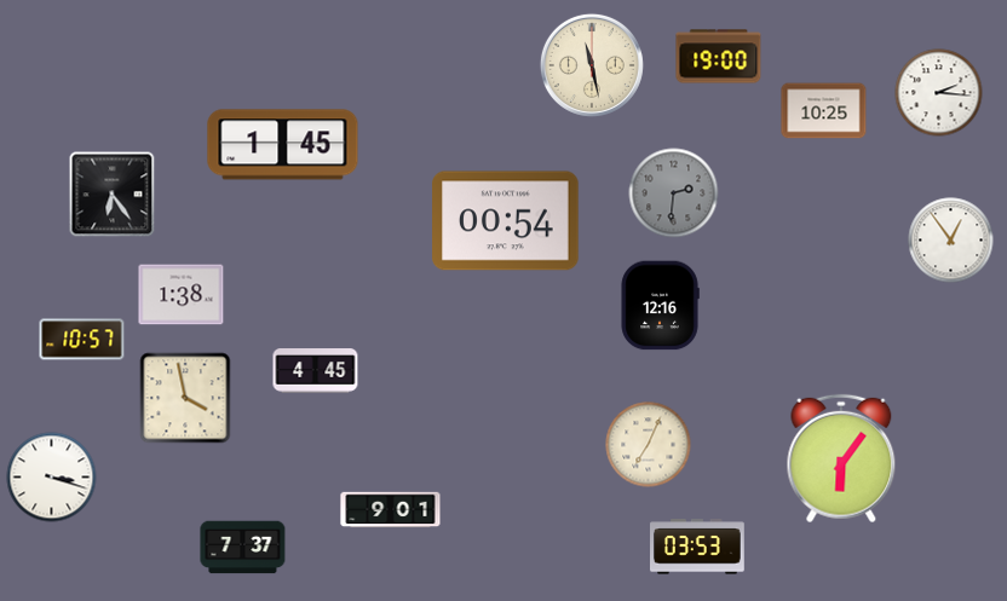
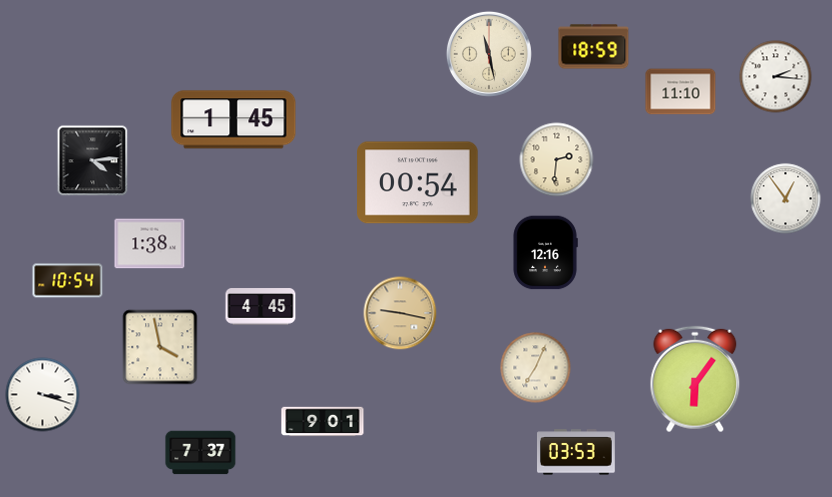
clock at (719, 57): 19:00 -> 18:59
clock at (824, 111): 10:25 -> 11:10
clock at (674, 193) dial: grey -> cream
clock at (113, 195): 6:24 -> 4:14
clock at (82, 340): 10:57 -> 10:54
clock at (400, 313): none -> 9:17
clock at (185, 398) position: (185, 398) -> (160, 347)
